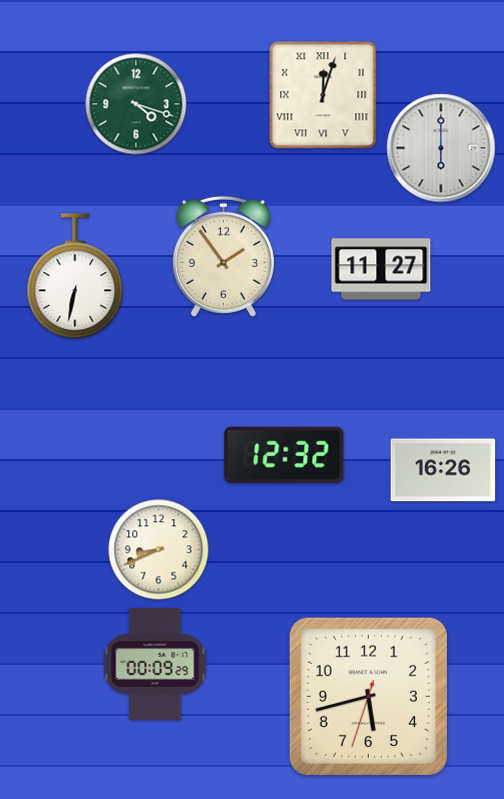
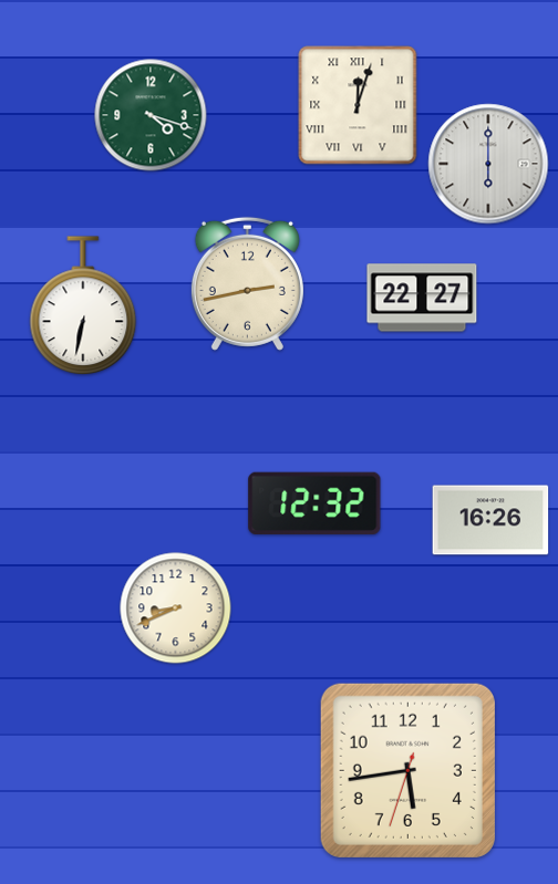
clock at (223, 256): 1:54 -> 2:43
clock at (381, 269): 11:27 -> 22:27
clock at (155, 664): 00:09 -> none
clock at (368, 696): 5:42 -> 5:43
